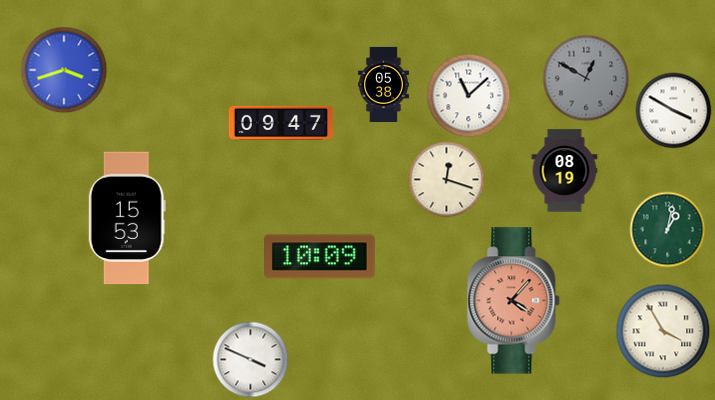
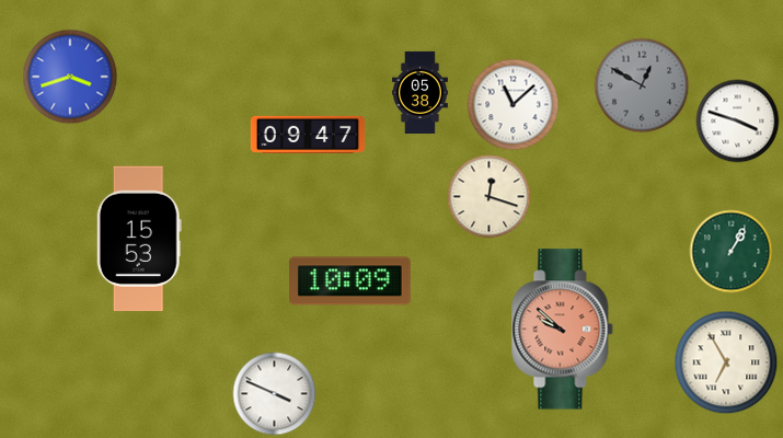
clock at (674, 111): 3:50 -> 3:48
clock at (565, 171): 08:19 -> none
clock at (668, 230): 1:02 -> 1:05
clock at (514, 301): 4:07 -> 9:52
clock at (663, 331): 3:55 -> 6:55
